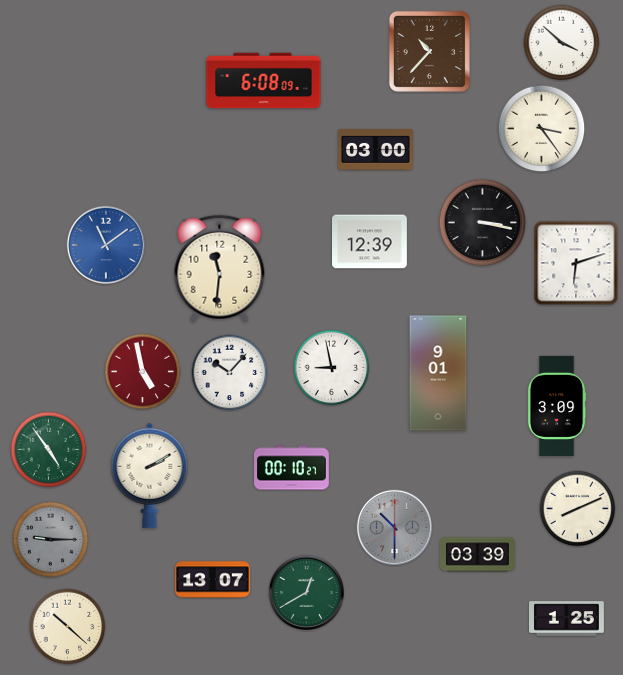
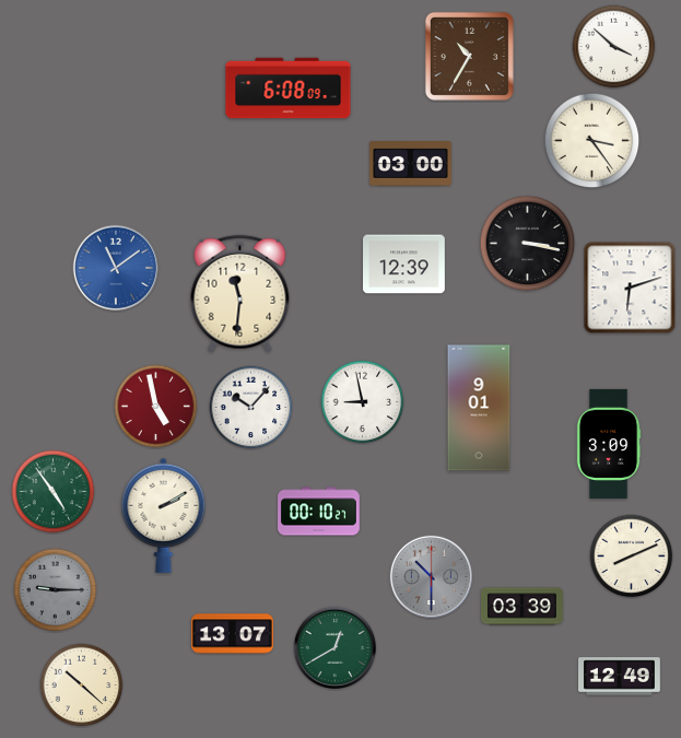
clock at (429, 51): 10:37 -> 10:35
clock at (150, 475) position: (150, 475) -> (164, 515)
clock at (567, 619): 1:25 -> 12:49
clock at (68, 627) position: (68, 627) -> (82, 686)
